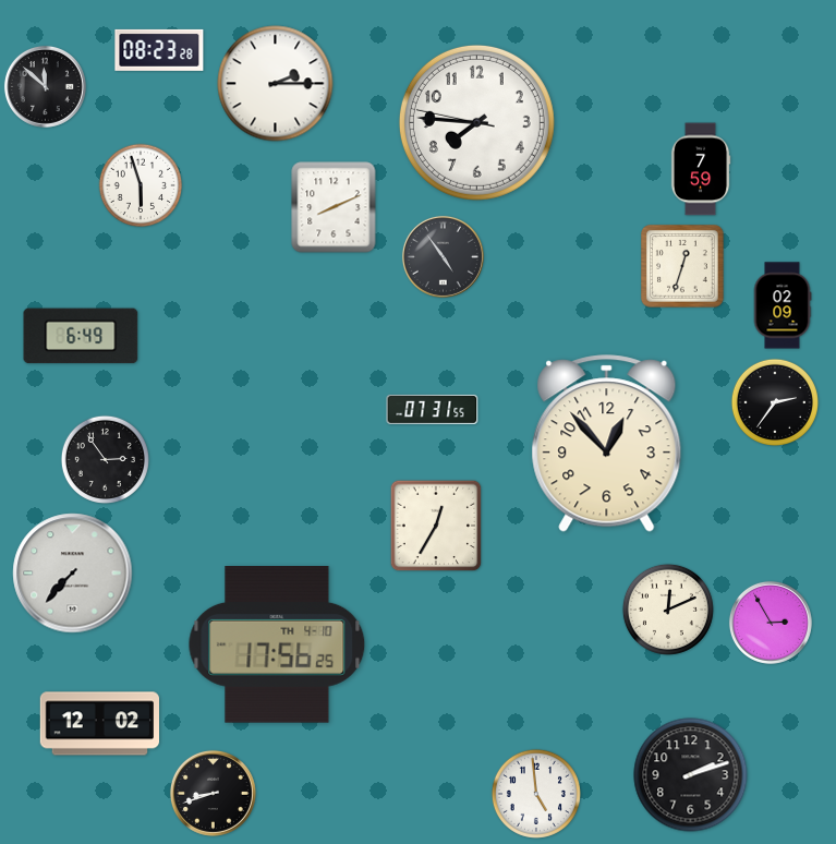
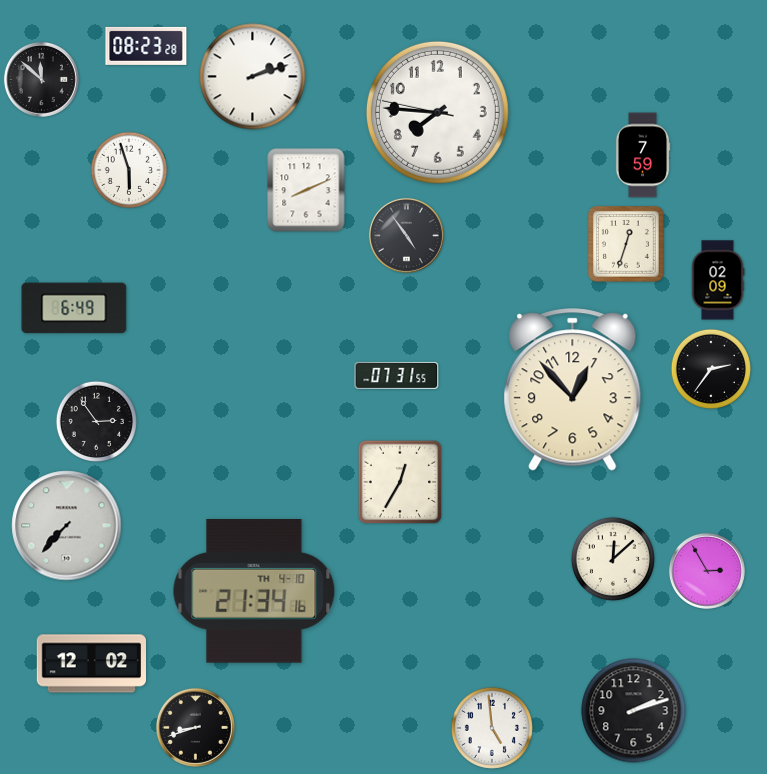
clock at (276, 84): 2:15 -> 2:12
clock at (607, 444) position: (607, 444) -> (573, 390)
clock at (668, 610): 12:11 -> 12:08
clock at (277, 646): 17:56 -> 21:34
